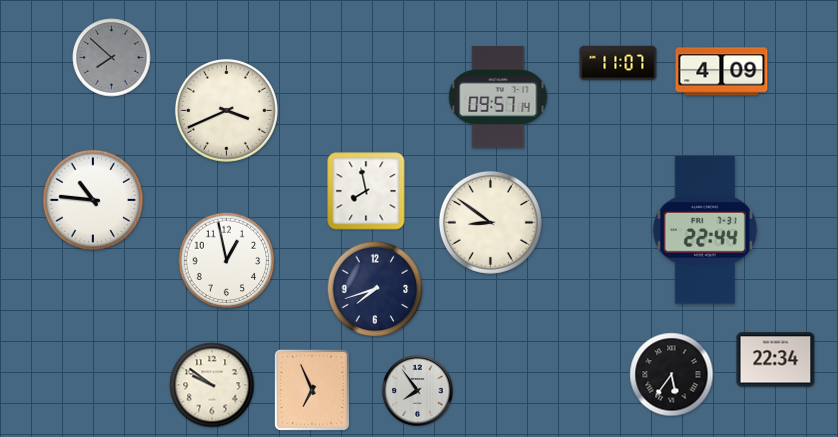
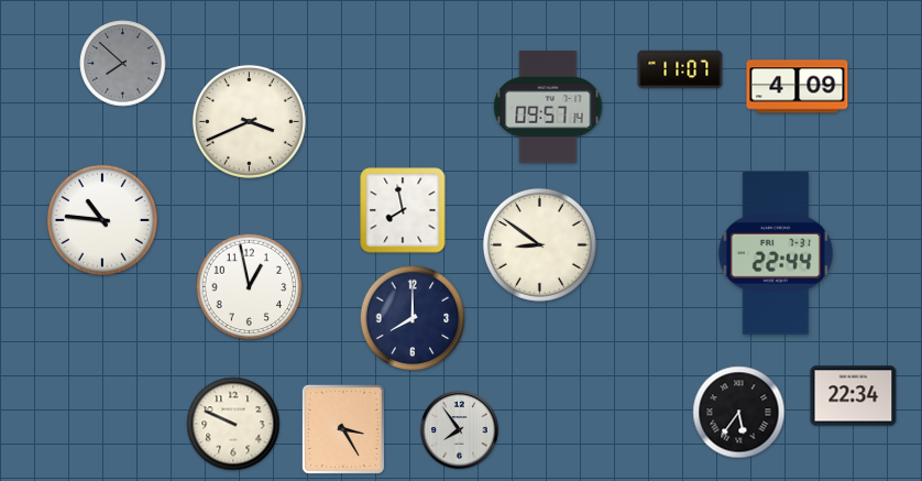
clock at (722, 72) position: (722, 72) -> (798, 87)
clock at (375, 289): 7:42 -> 8:00
clock at (212, 385): 9:51 -> 9:49
clock at (312, 390): 6:56 -> 3:25
